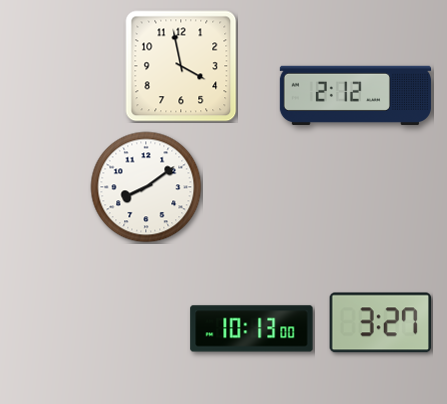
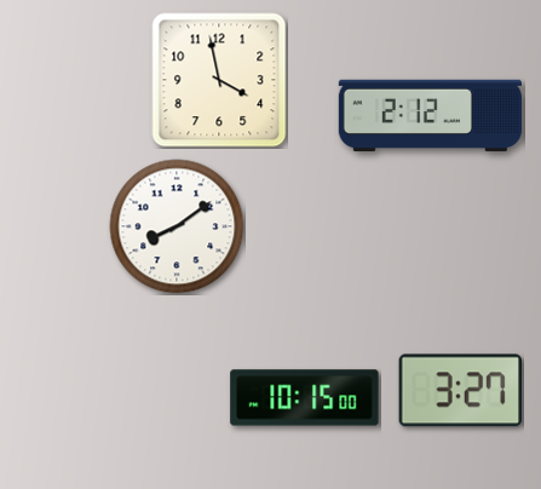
clock at (252, 329): 10:13 -> 10:15
